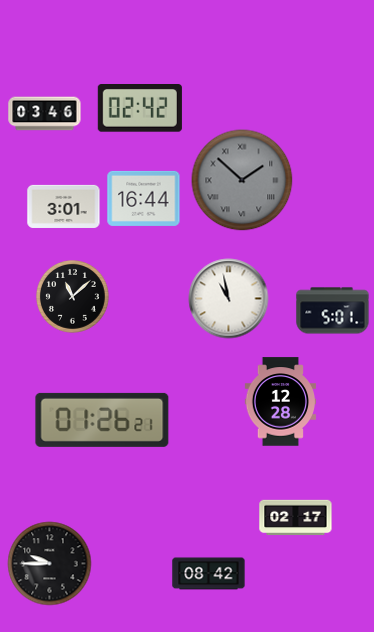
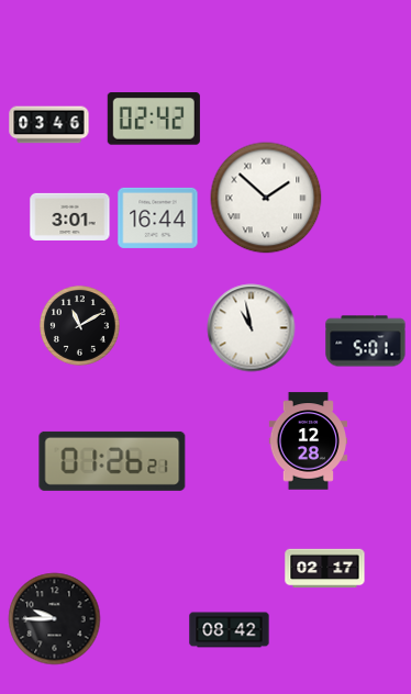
clock at (242, 180) dial: grey -> white
clock at (64, 206) position: (64, 206) -> (70, 216)
clock at (73, 297): 11:08 -> 11:10
